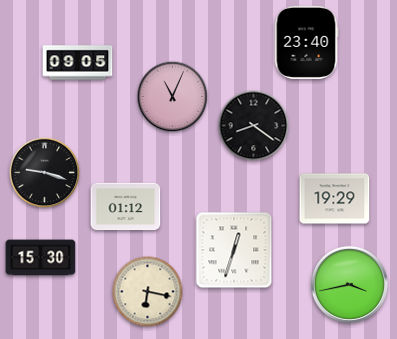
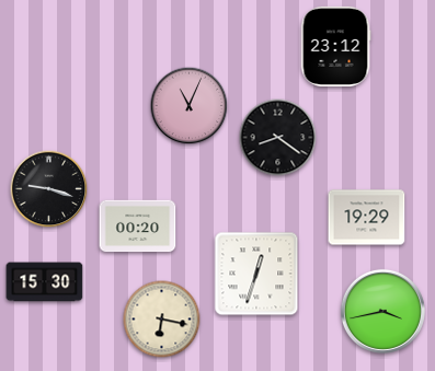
clock at (306, 42): 23:40 -> 23:12
clock at (78, 63): 09:05 -> none
clock at (126, 207): 01:12 -> 00:20
